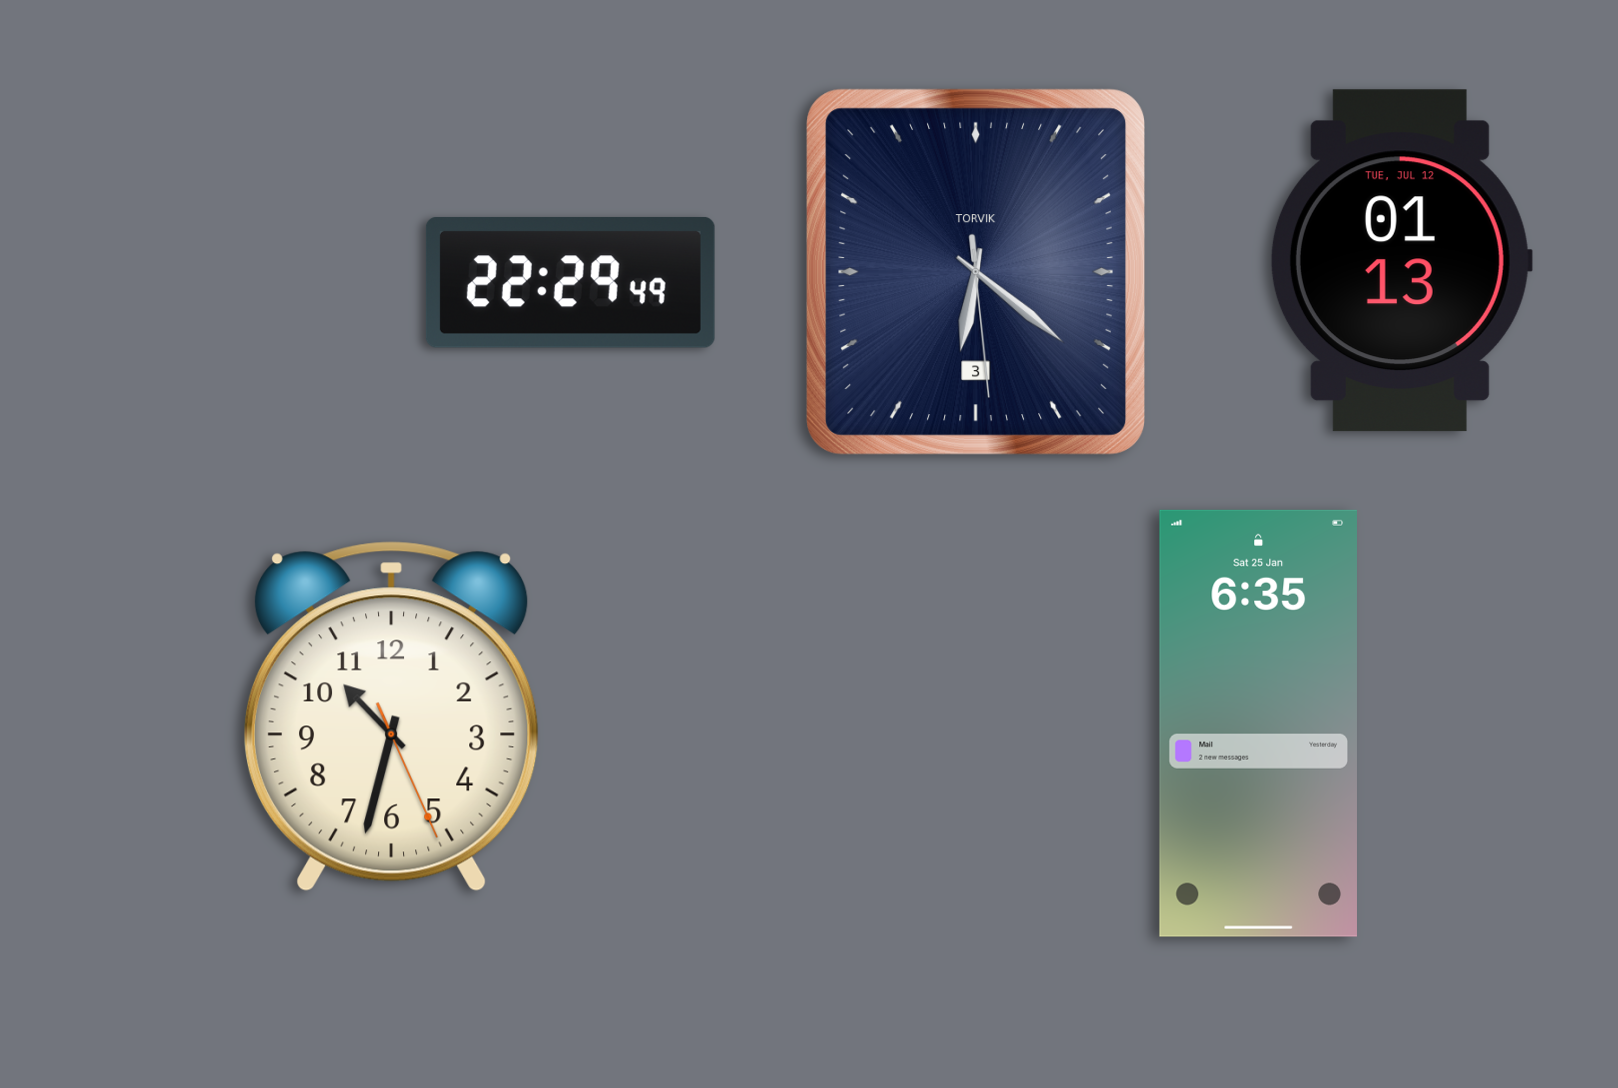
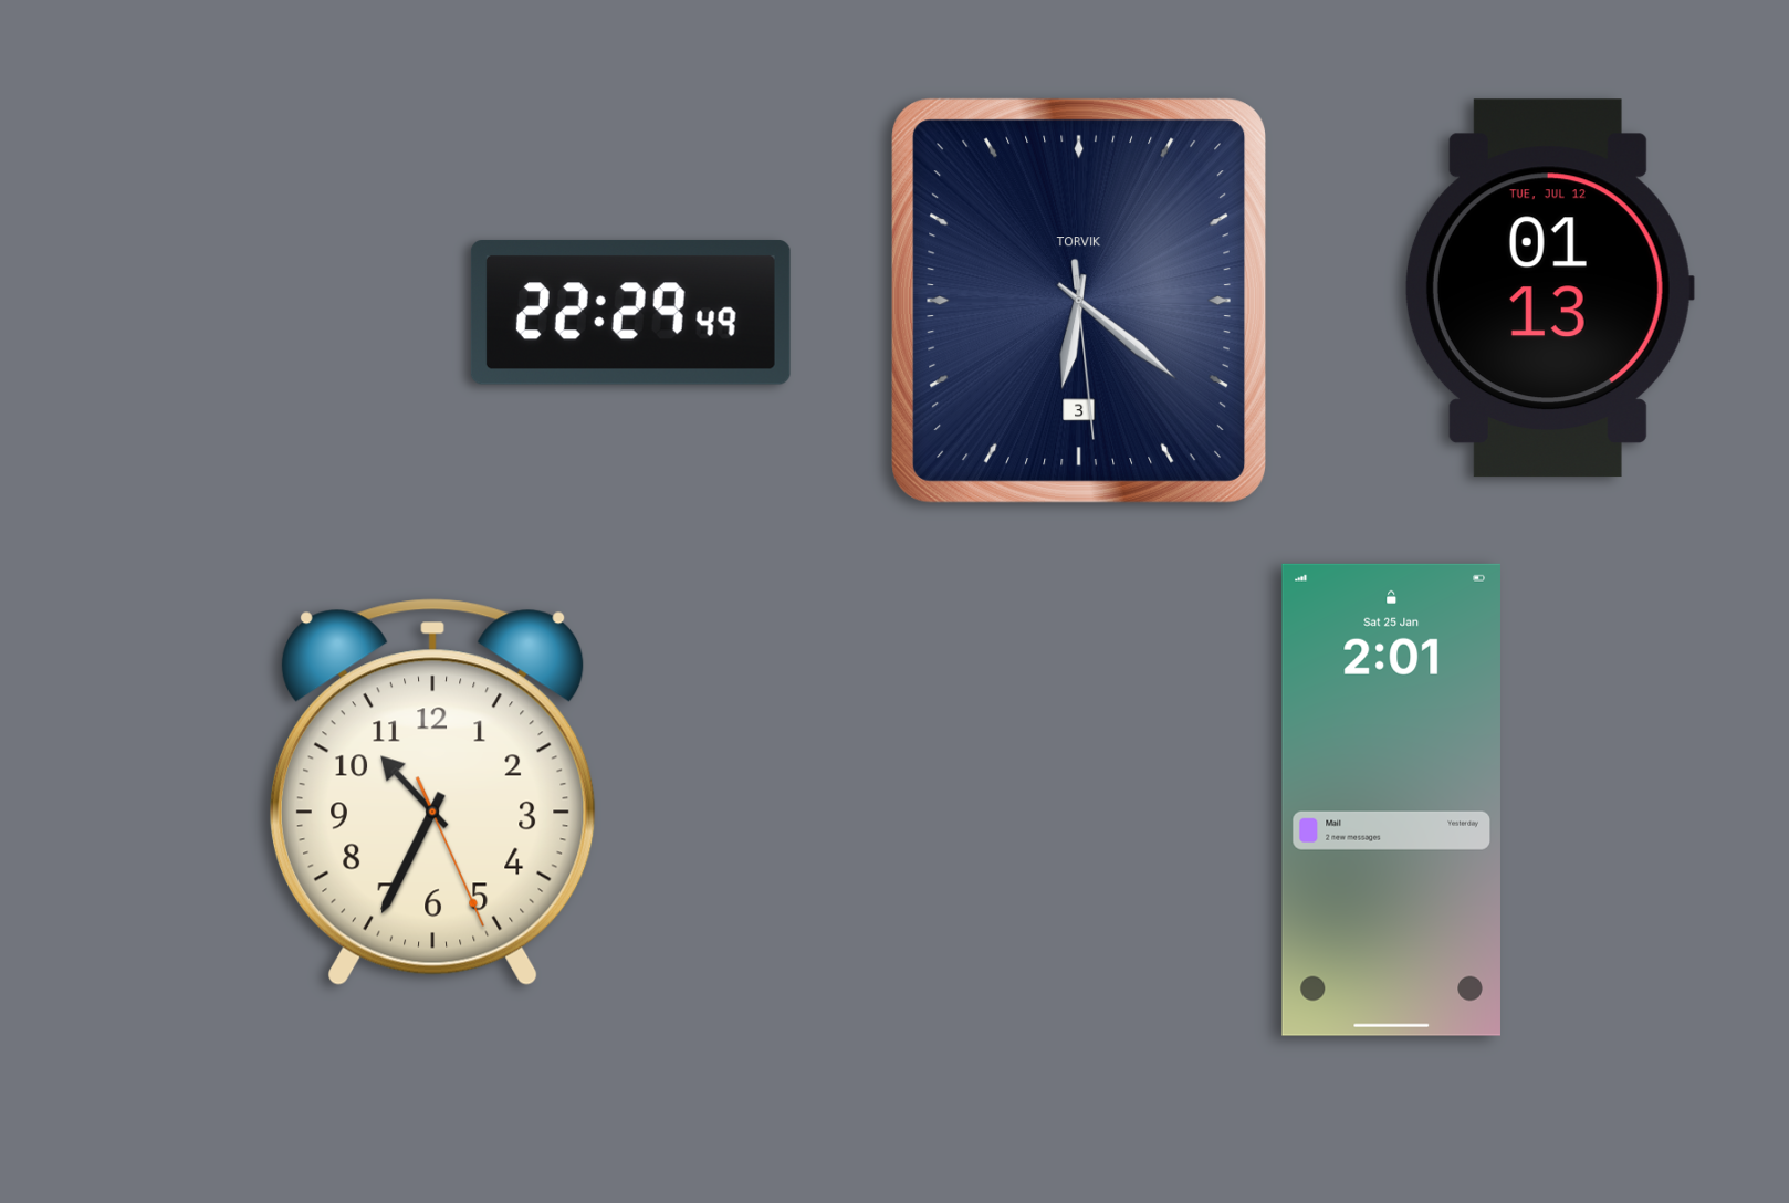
clock at (391, 716): 10:32 -> 10:34
clock at (1258, 723): 6:35 -> 2:01
